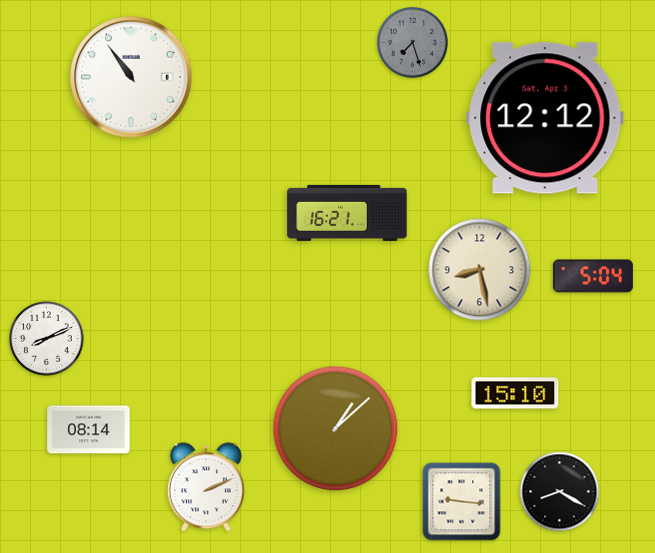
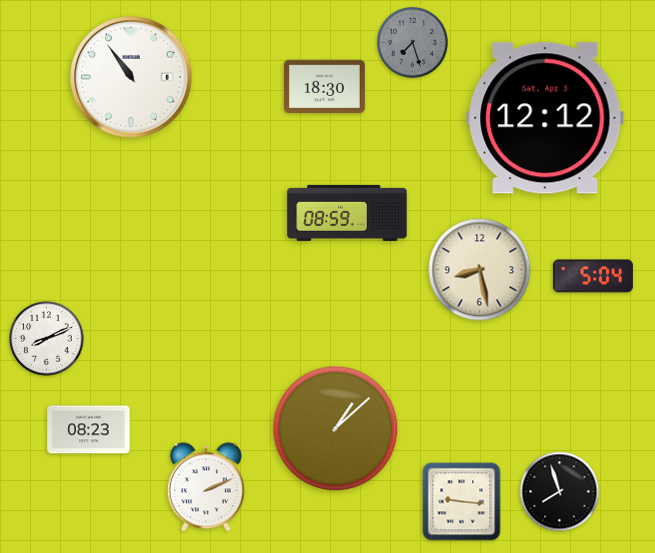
clock at (324, 87): none -> 18:30
clock at (347, 213): 16:21 -> 08:59
clock at (515, 393): 15:10 -> none
clock at (89, 430): 08:14 -> 08:23
clock at (560, 492): 8:20 -> 7:57
